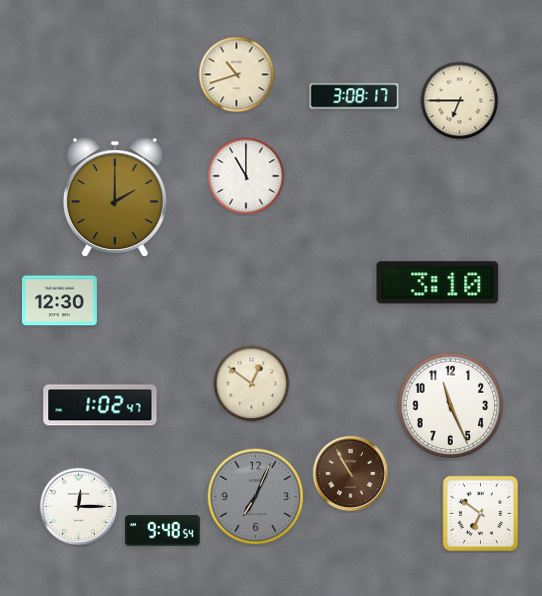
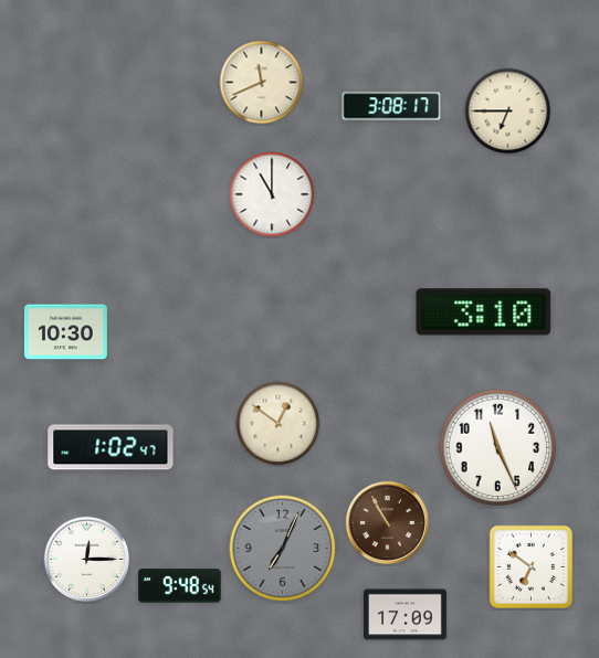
clock at (237, 75): 10:42 -> 11:41
clock at (115, 197): 2:00 -> none
clock at (59, 301): 12:30 -> 10:30
clock at (404, 615): none -> 17:09
